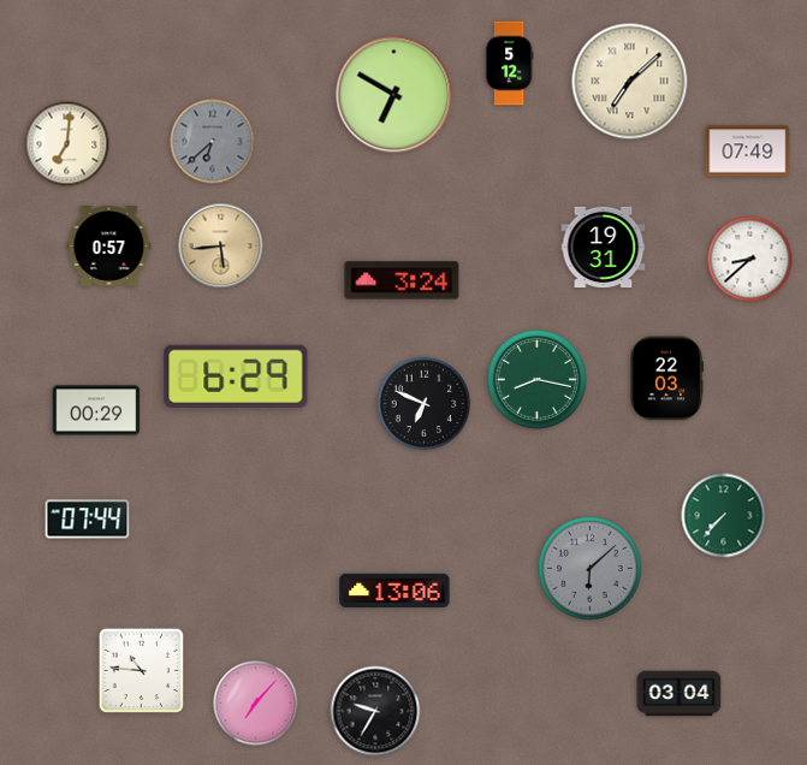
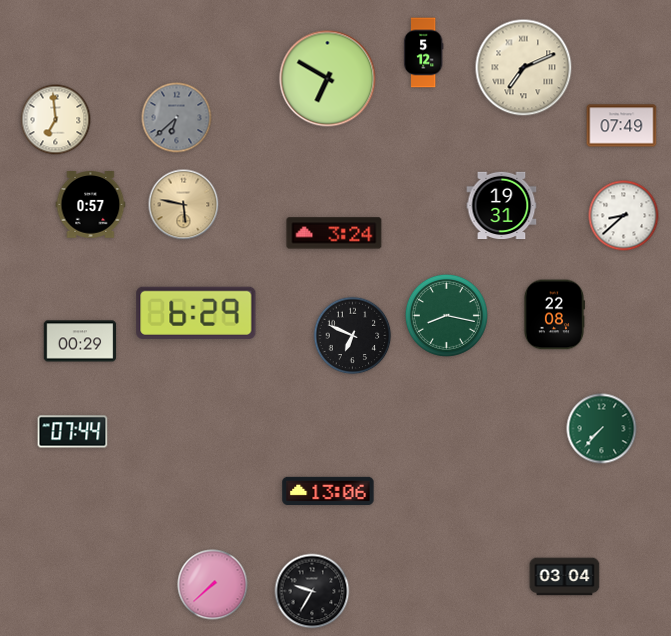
clock at (630, 82): 7:08 -> 7:11
clock at (67, 144): 7:01 -> 6:59
clock at (221, 247): 5:44 -> 5:47
clock at (665, 379): 22:03 -> 22:08
clock at (591, 569): 6:08 -> none
clock at (142, 671): 10:46 -> none
clock at (256, 704): 7:07 -> 7:38
